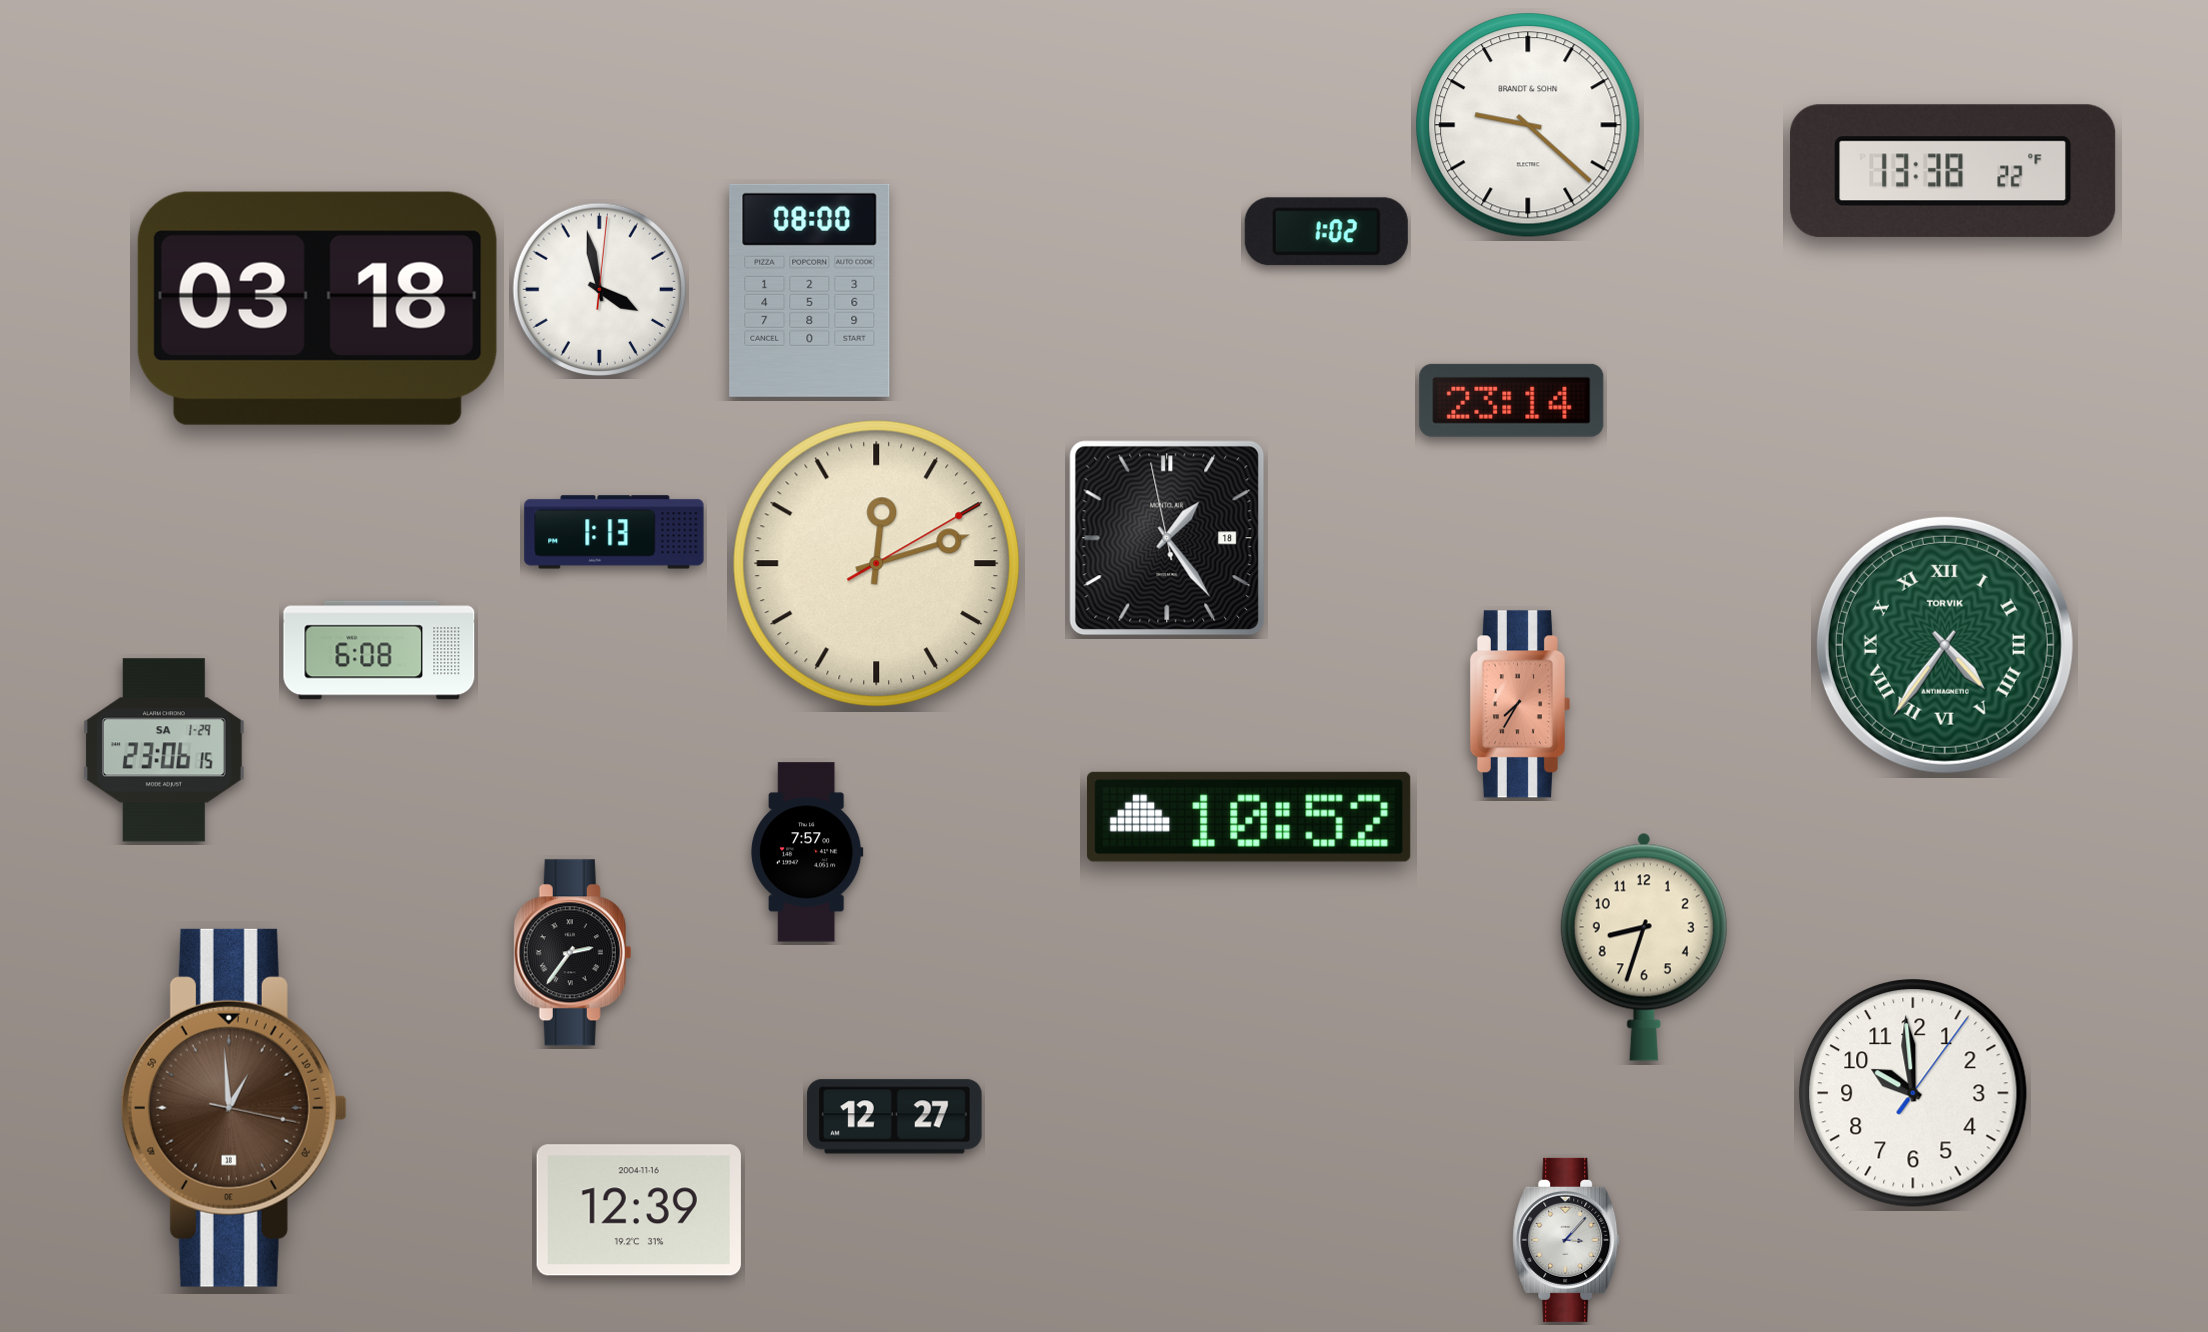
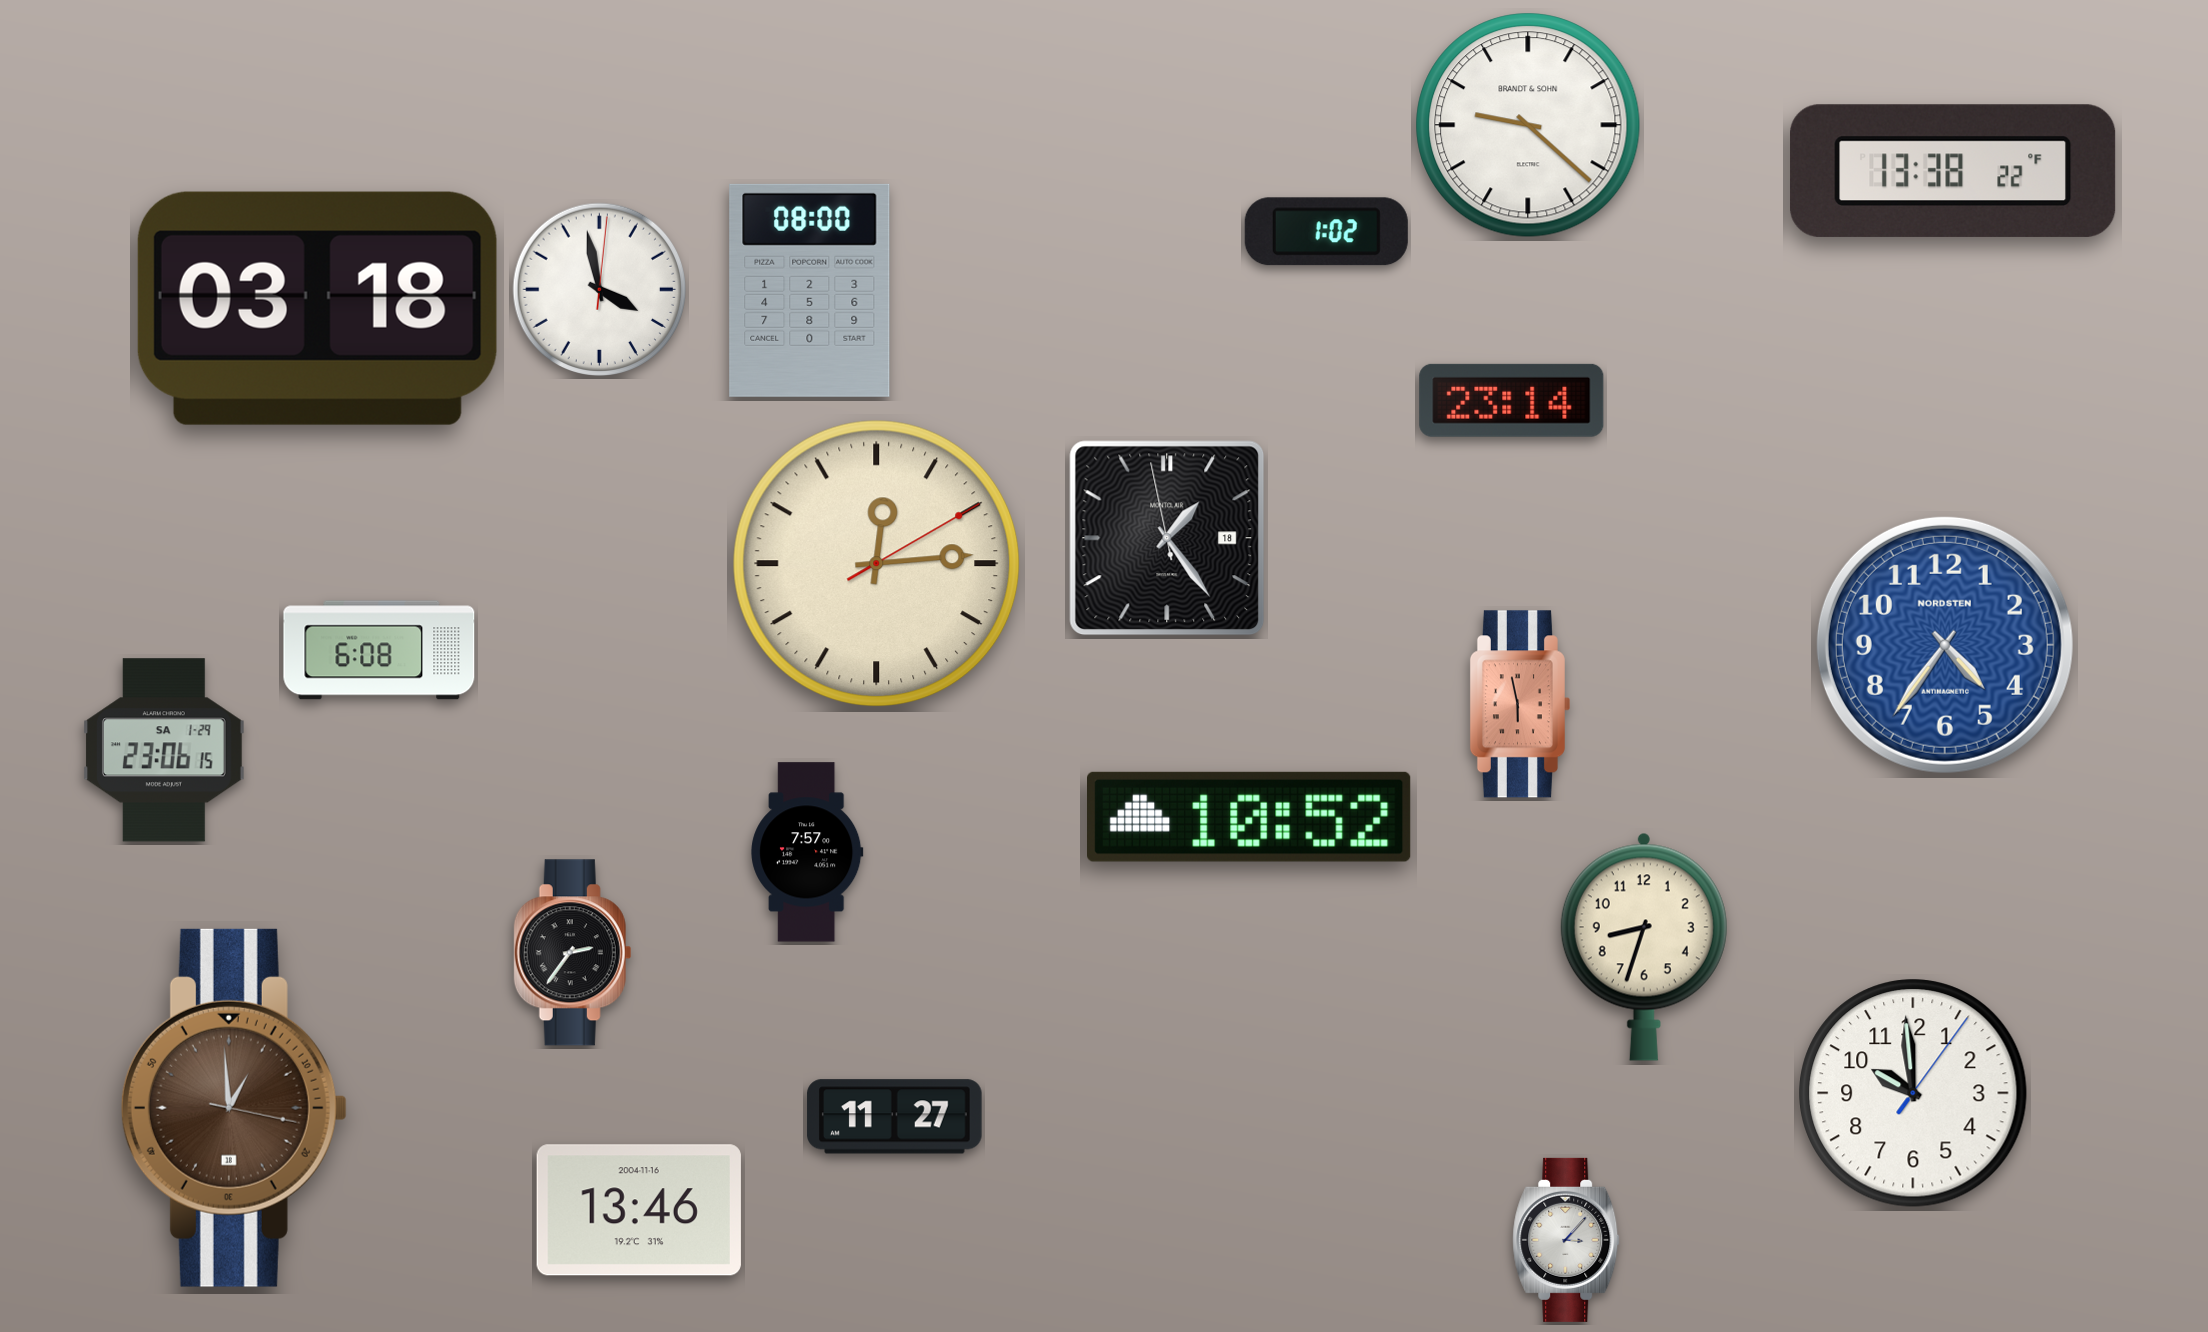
clock at (614, 532): 1:13 -> none
clock at (877, 564): 12:12 -> 12:14
clock at (1945, 645) dial: green -> blue
clock at (1945, 645) numerals: Roman -> Arabic
clock at (1945, 645) brand: TORVIK -> NORDSTEN
clock at (1520, 704): 7:35 -> 5:58
clock at (895, 1117): 12:27 -> 11:27
clock at (639, 1210): 12:39 -> 13:46
